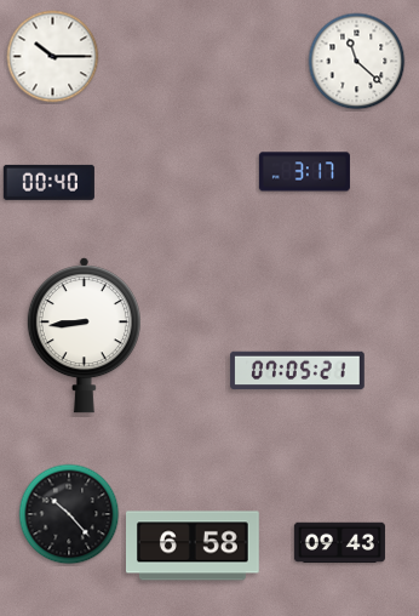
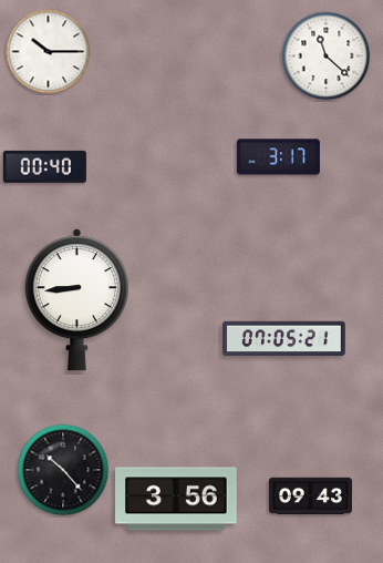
clock at (84, 336) position: (84, 336) -> (76, 300)
clock at (298, 371) position: (298, 371) -> (284, 339)
clock at (194, 546): 6:58 -> 3:56
